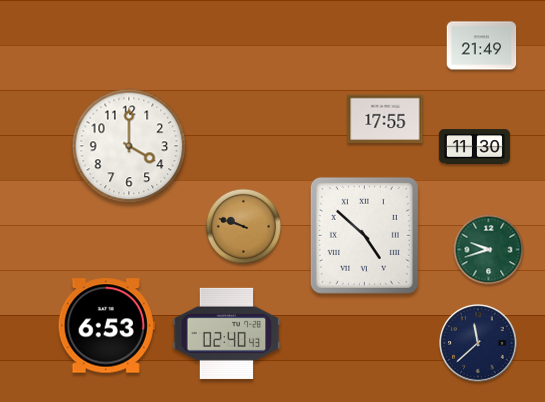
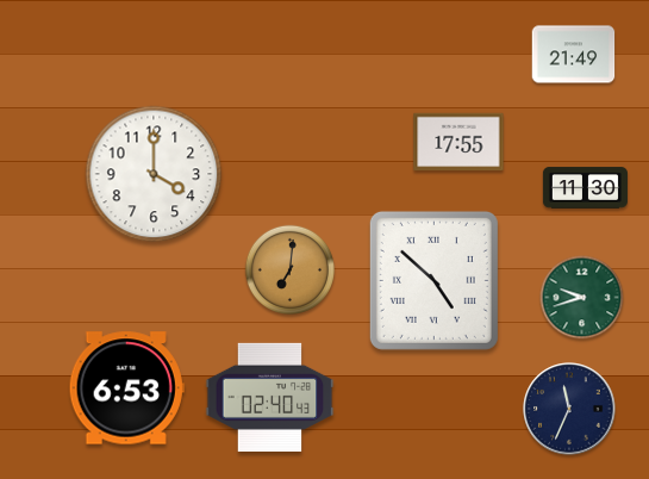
clock at (474, 147) position: (474, 147) -> (585, 188)
clock at (243, 226): 9:48 -> 7:01
clock at (478, 343): 11:38 -> 11:34
